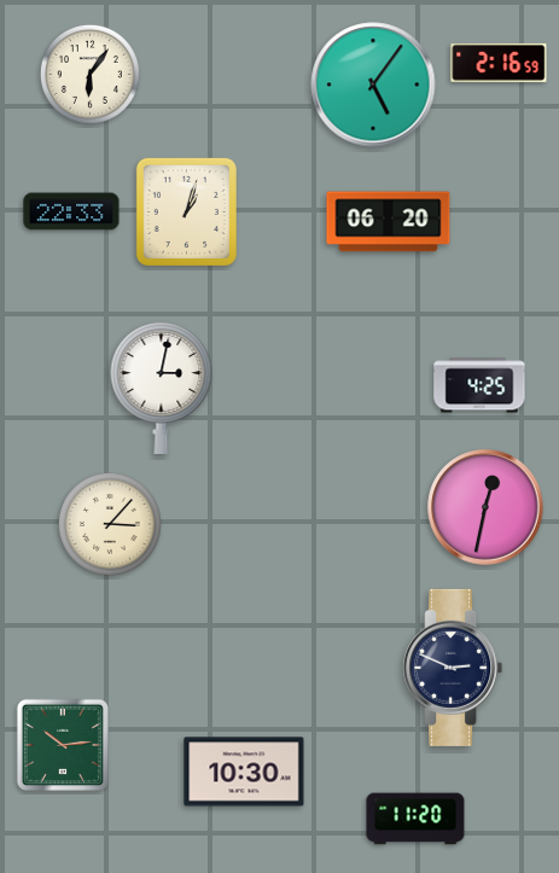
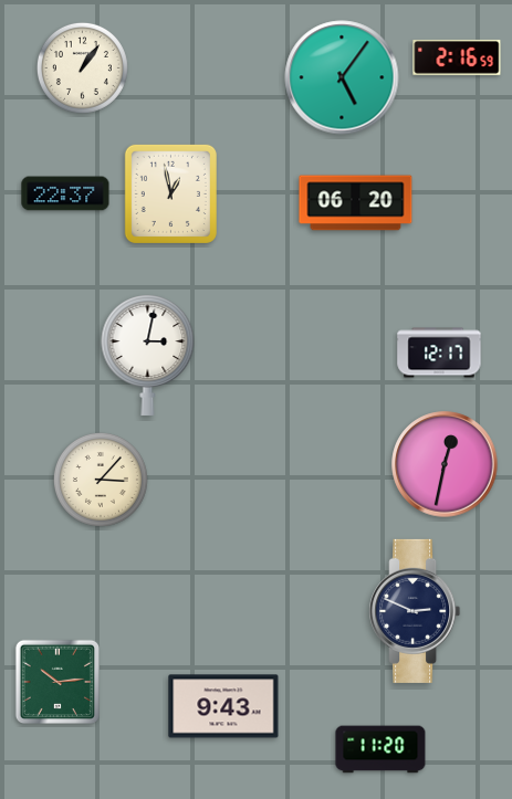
clock at (89, 74): 6:06 -> 1:06
clock at (71, 211): 22:33 -> 22:37
clock at (186, 211): 1:03 -> 12:58
clock at (479, 385): 4:25 -> 12:17
clock at (244, 772): 10:30 -> 9:43
